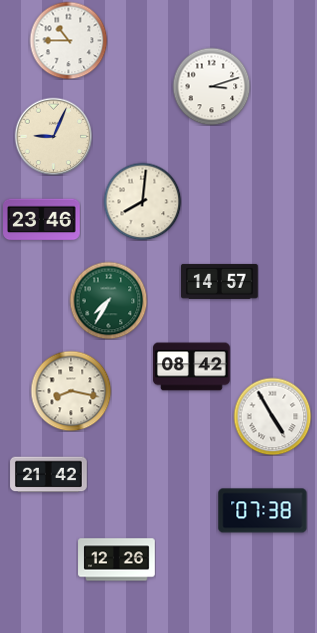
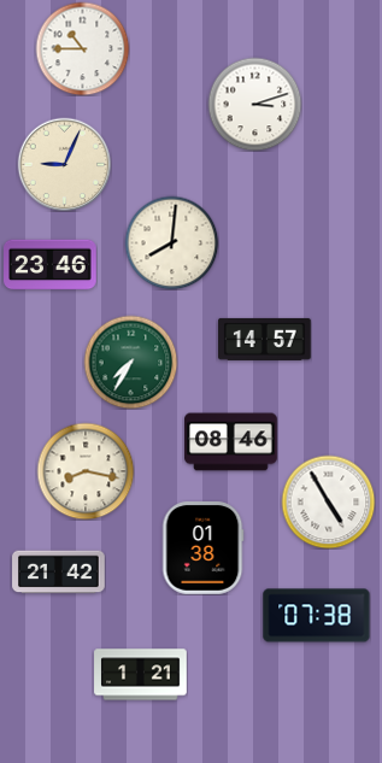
clock at (192, 367): 08:42 -> 08:46
clock at (202, 548): none -> 01:38
clock at (117, 560): 12:26 -> 1:21
